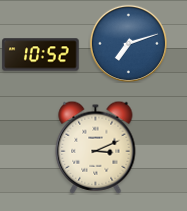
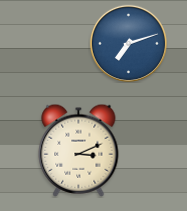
clock at (41, 55): 10:52 -> none
clock at (96, 147) position: (96, 147) -> (79, 150)
